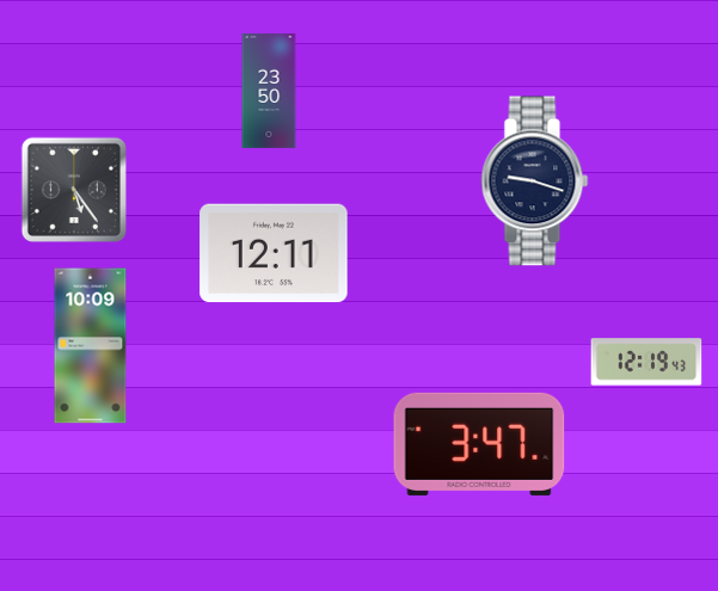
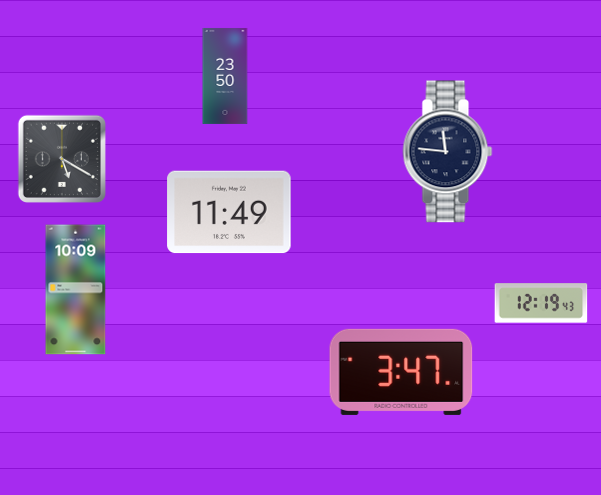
clock at (535, 181): 9:18 -> 11:46
clock at (74, 190): 5:24 -> 5:20
clock at (274, 253): 12:11 -> 11:49
